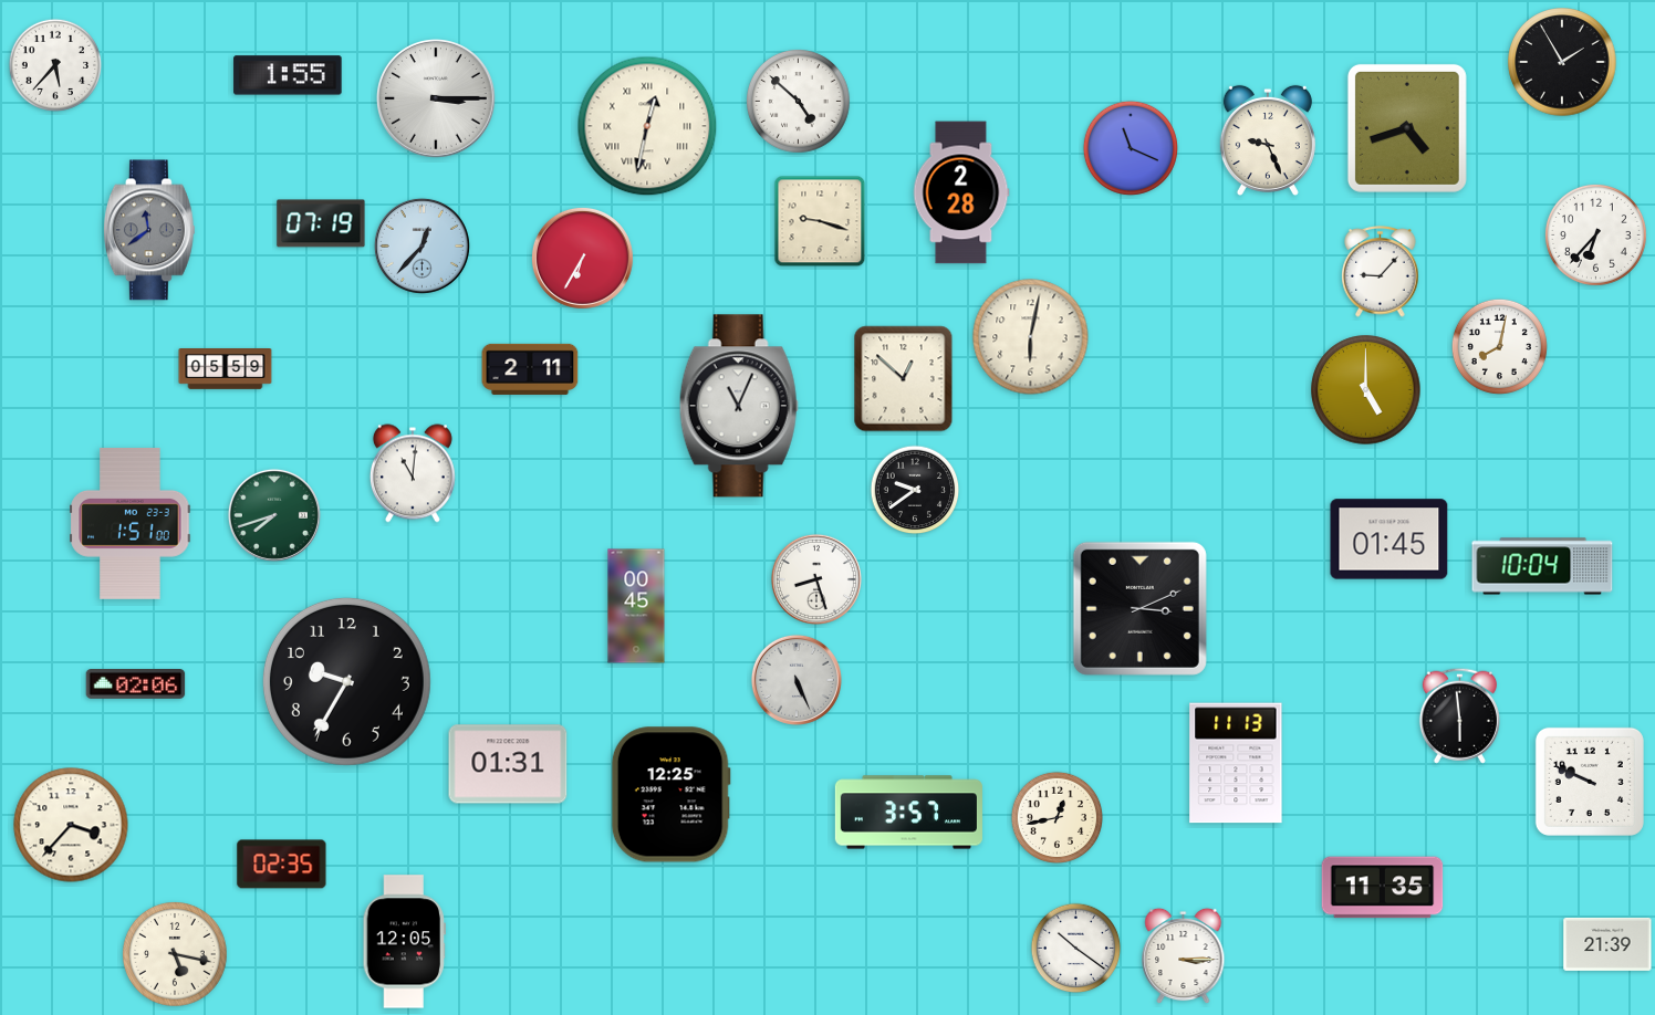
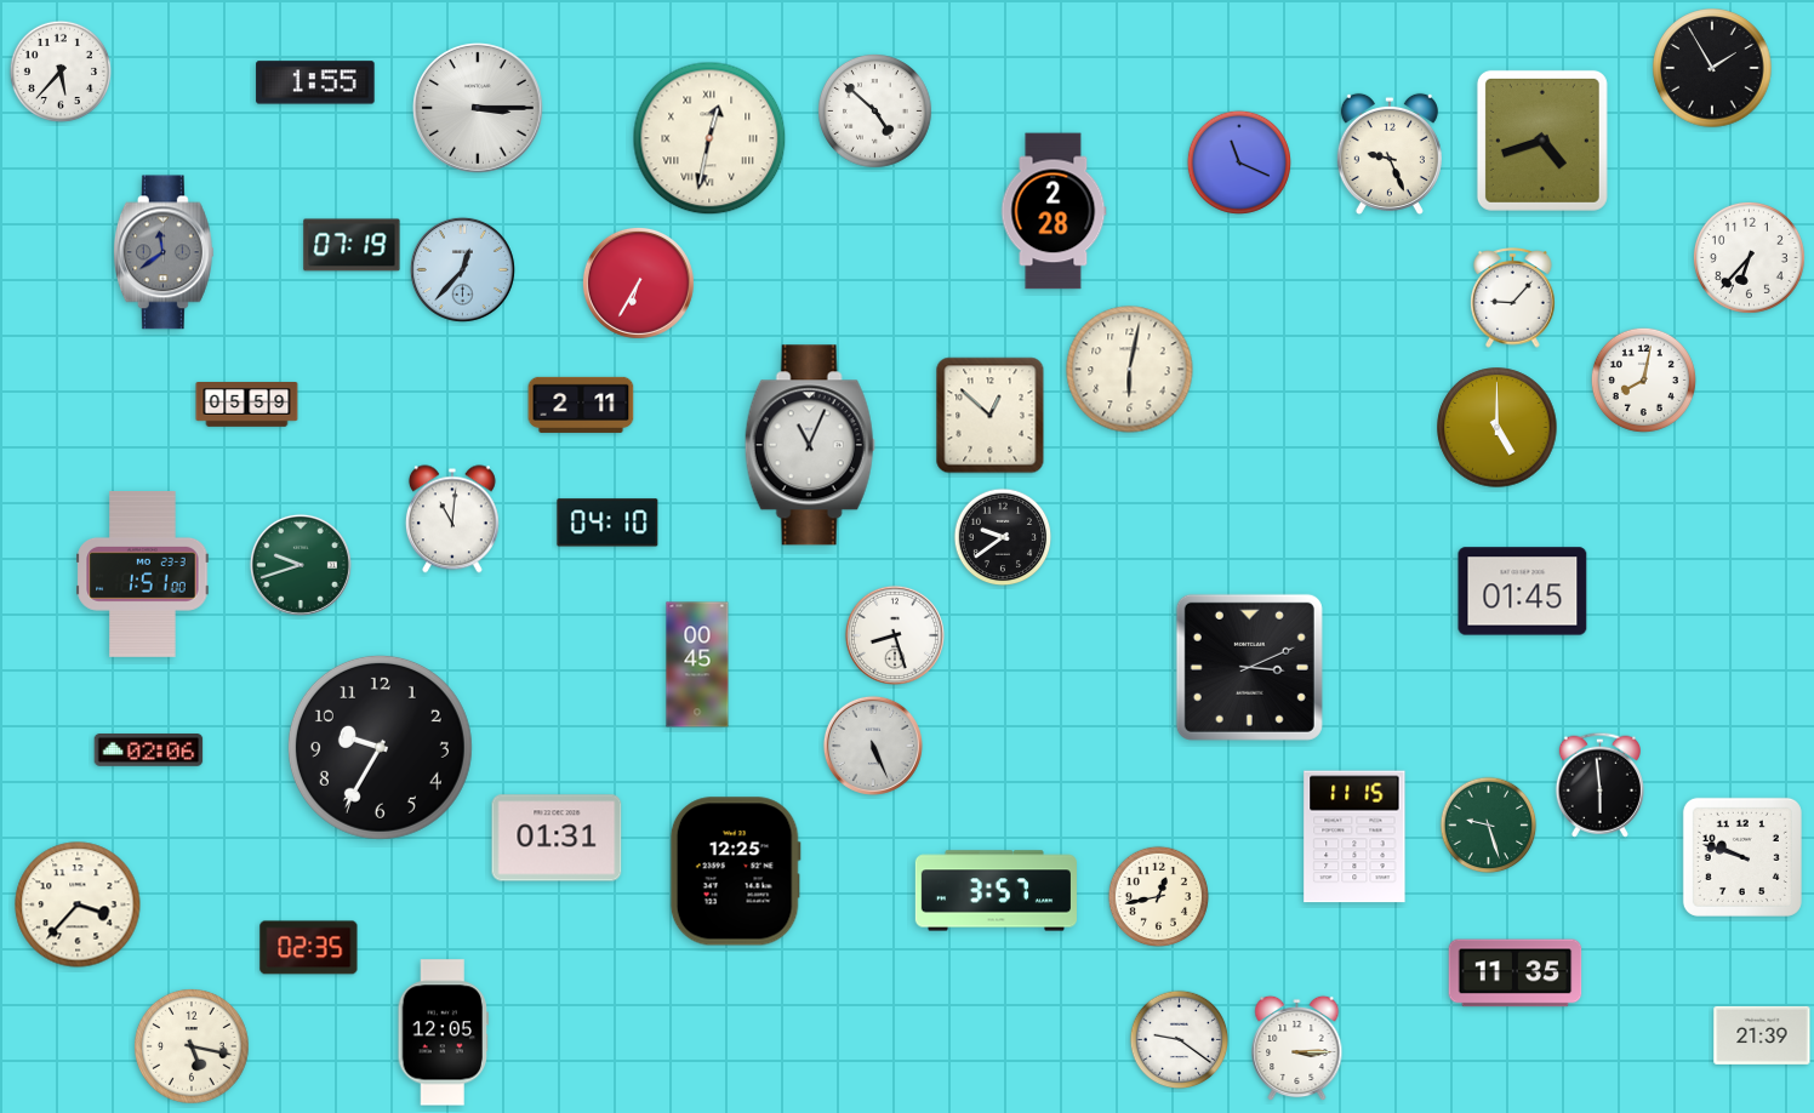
clock at (820, 221): 9:18 -> none
clock at (607, 523): none -> 04:10
clock at (274, 515): 7:42 -> 9:42
clock at (1542, 566): 10:04 -> none
clock at (1489, 826): none -> 9:27
clock at (1236, 763): 11:13 -> 11:15
clock at (1590, 782): 9:49 -> 9:48
clock at (1076, 949): 10:21 -> 9:21
